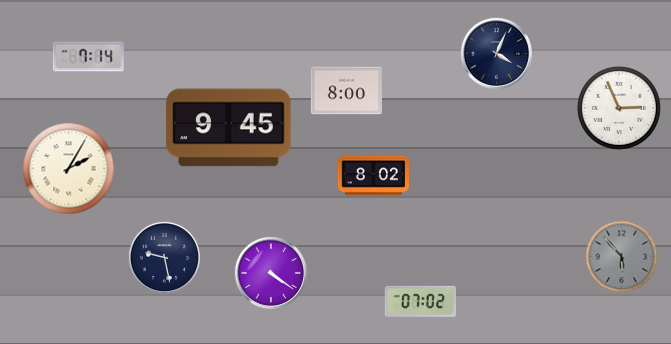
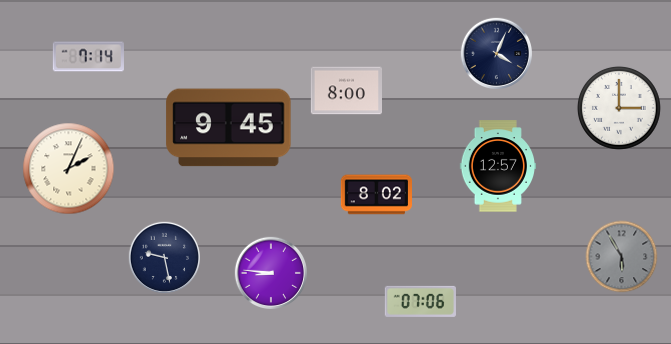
clock at (619, 108): 2:56 -> 3:00
clock at (497, 166): none -> 12:57
clock at (69, 169): 2:05 -> 2:04
clock at (373, 176) position: (373, 176) -> (376, 195)
clock at (622, 257): 5:53 -> 5:55
clock at (270, 272): 4:21 -> 8:46
clock at (420, 301): 07:02 -> 07:06
